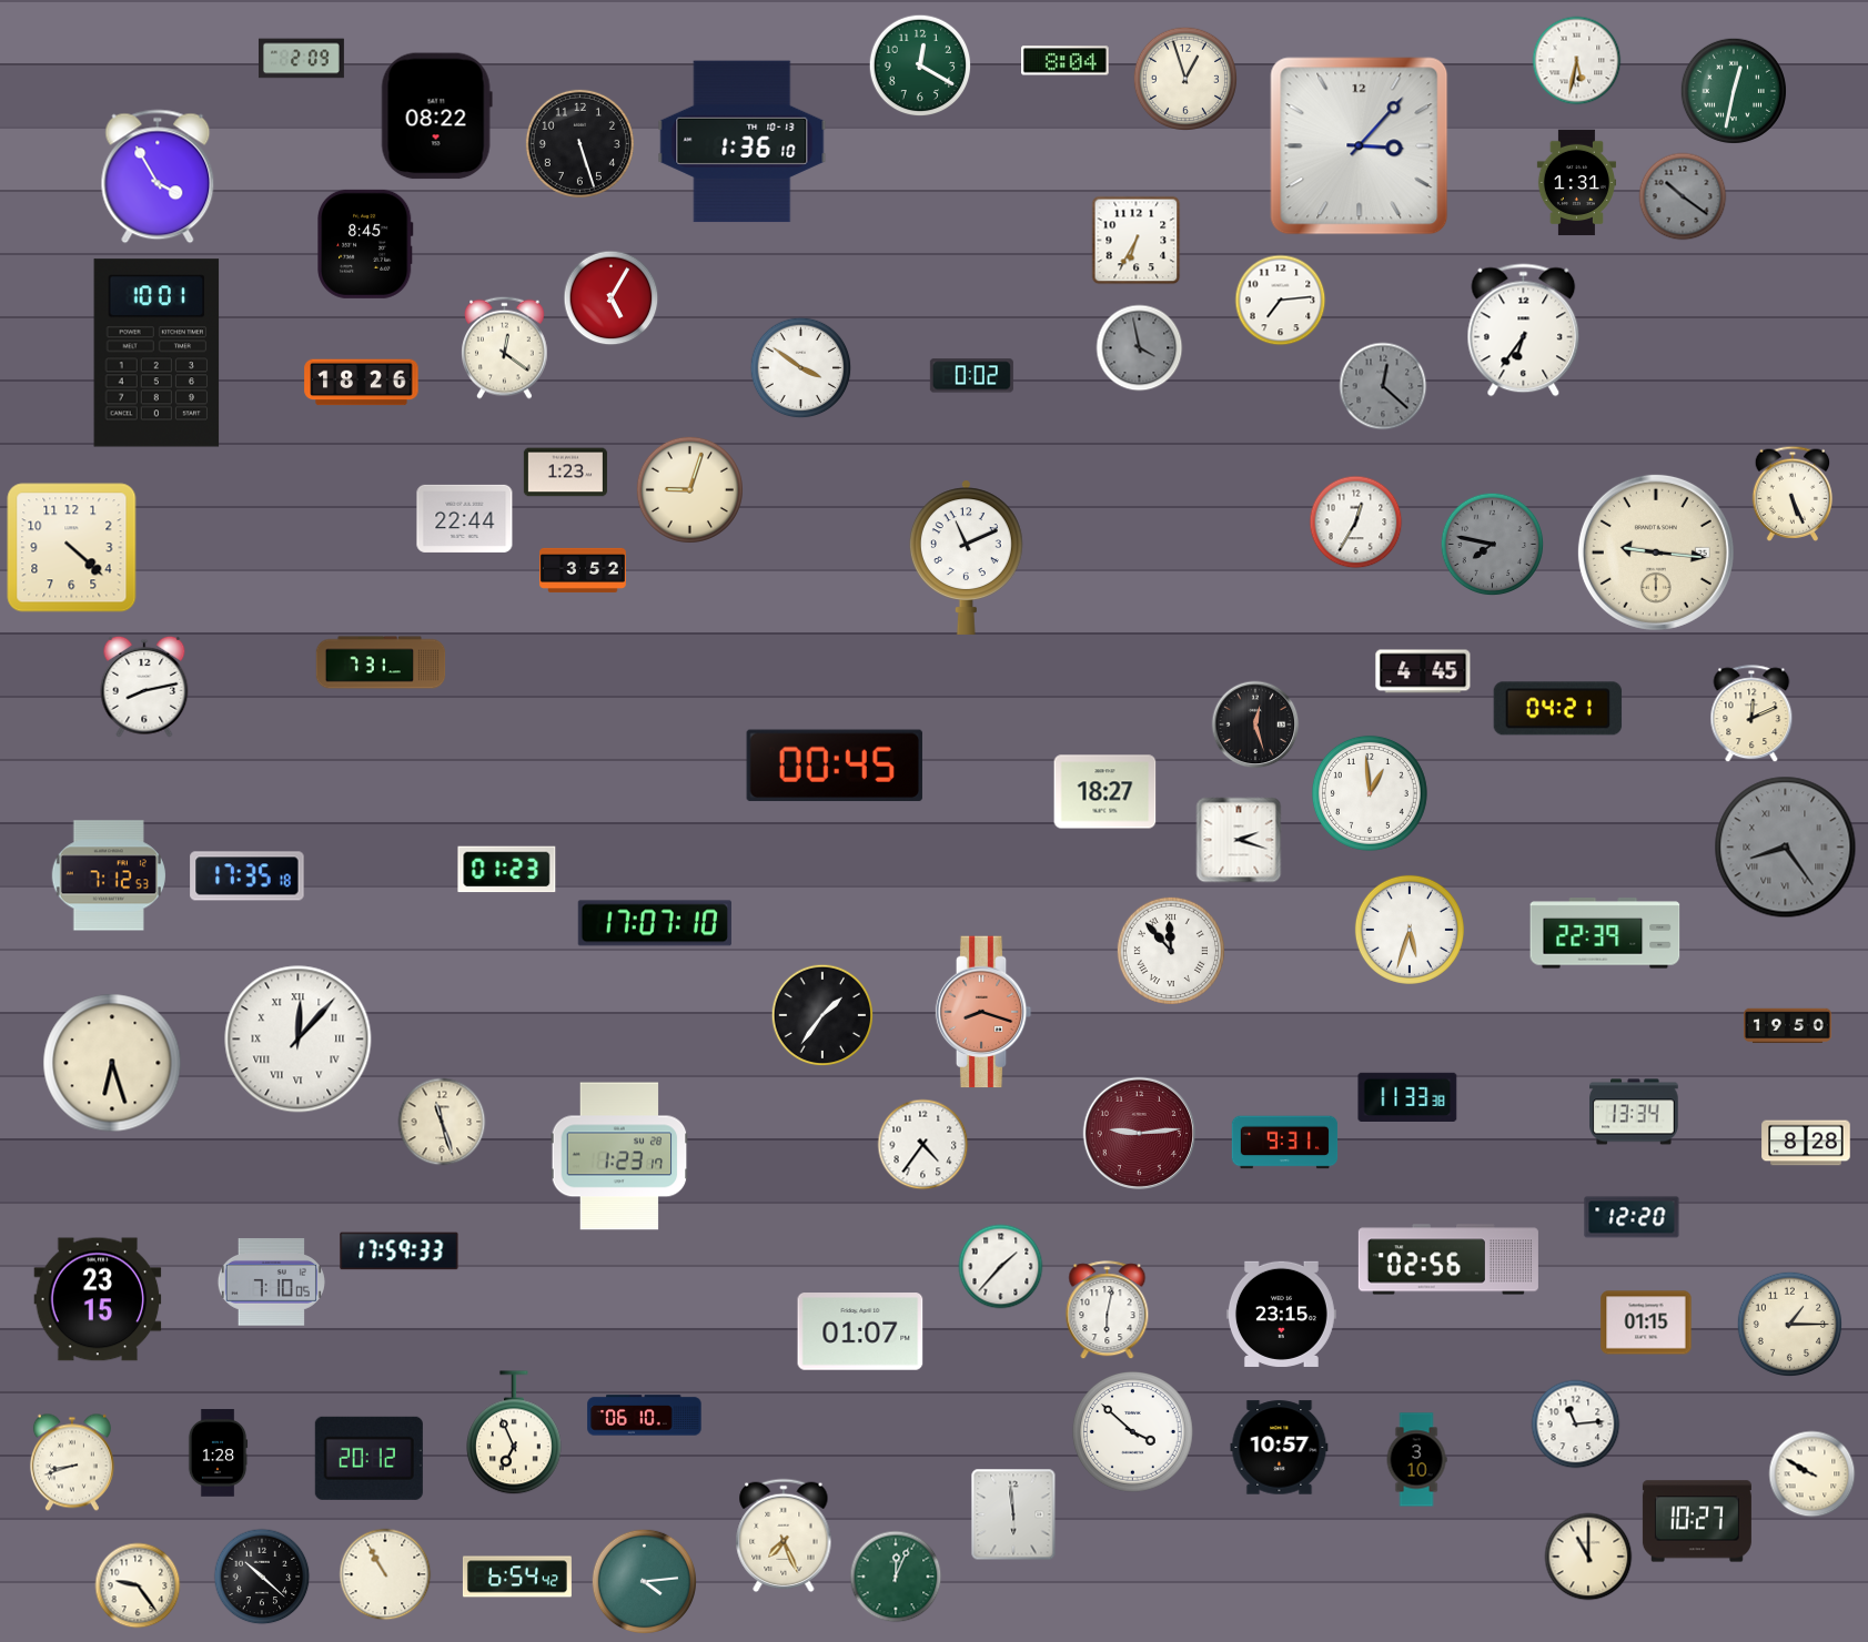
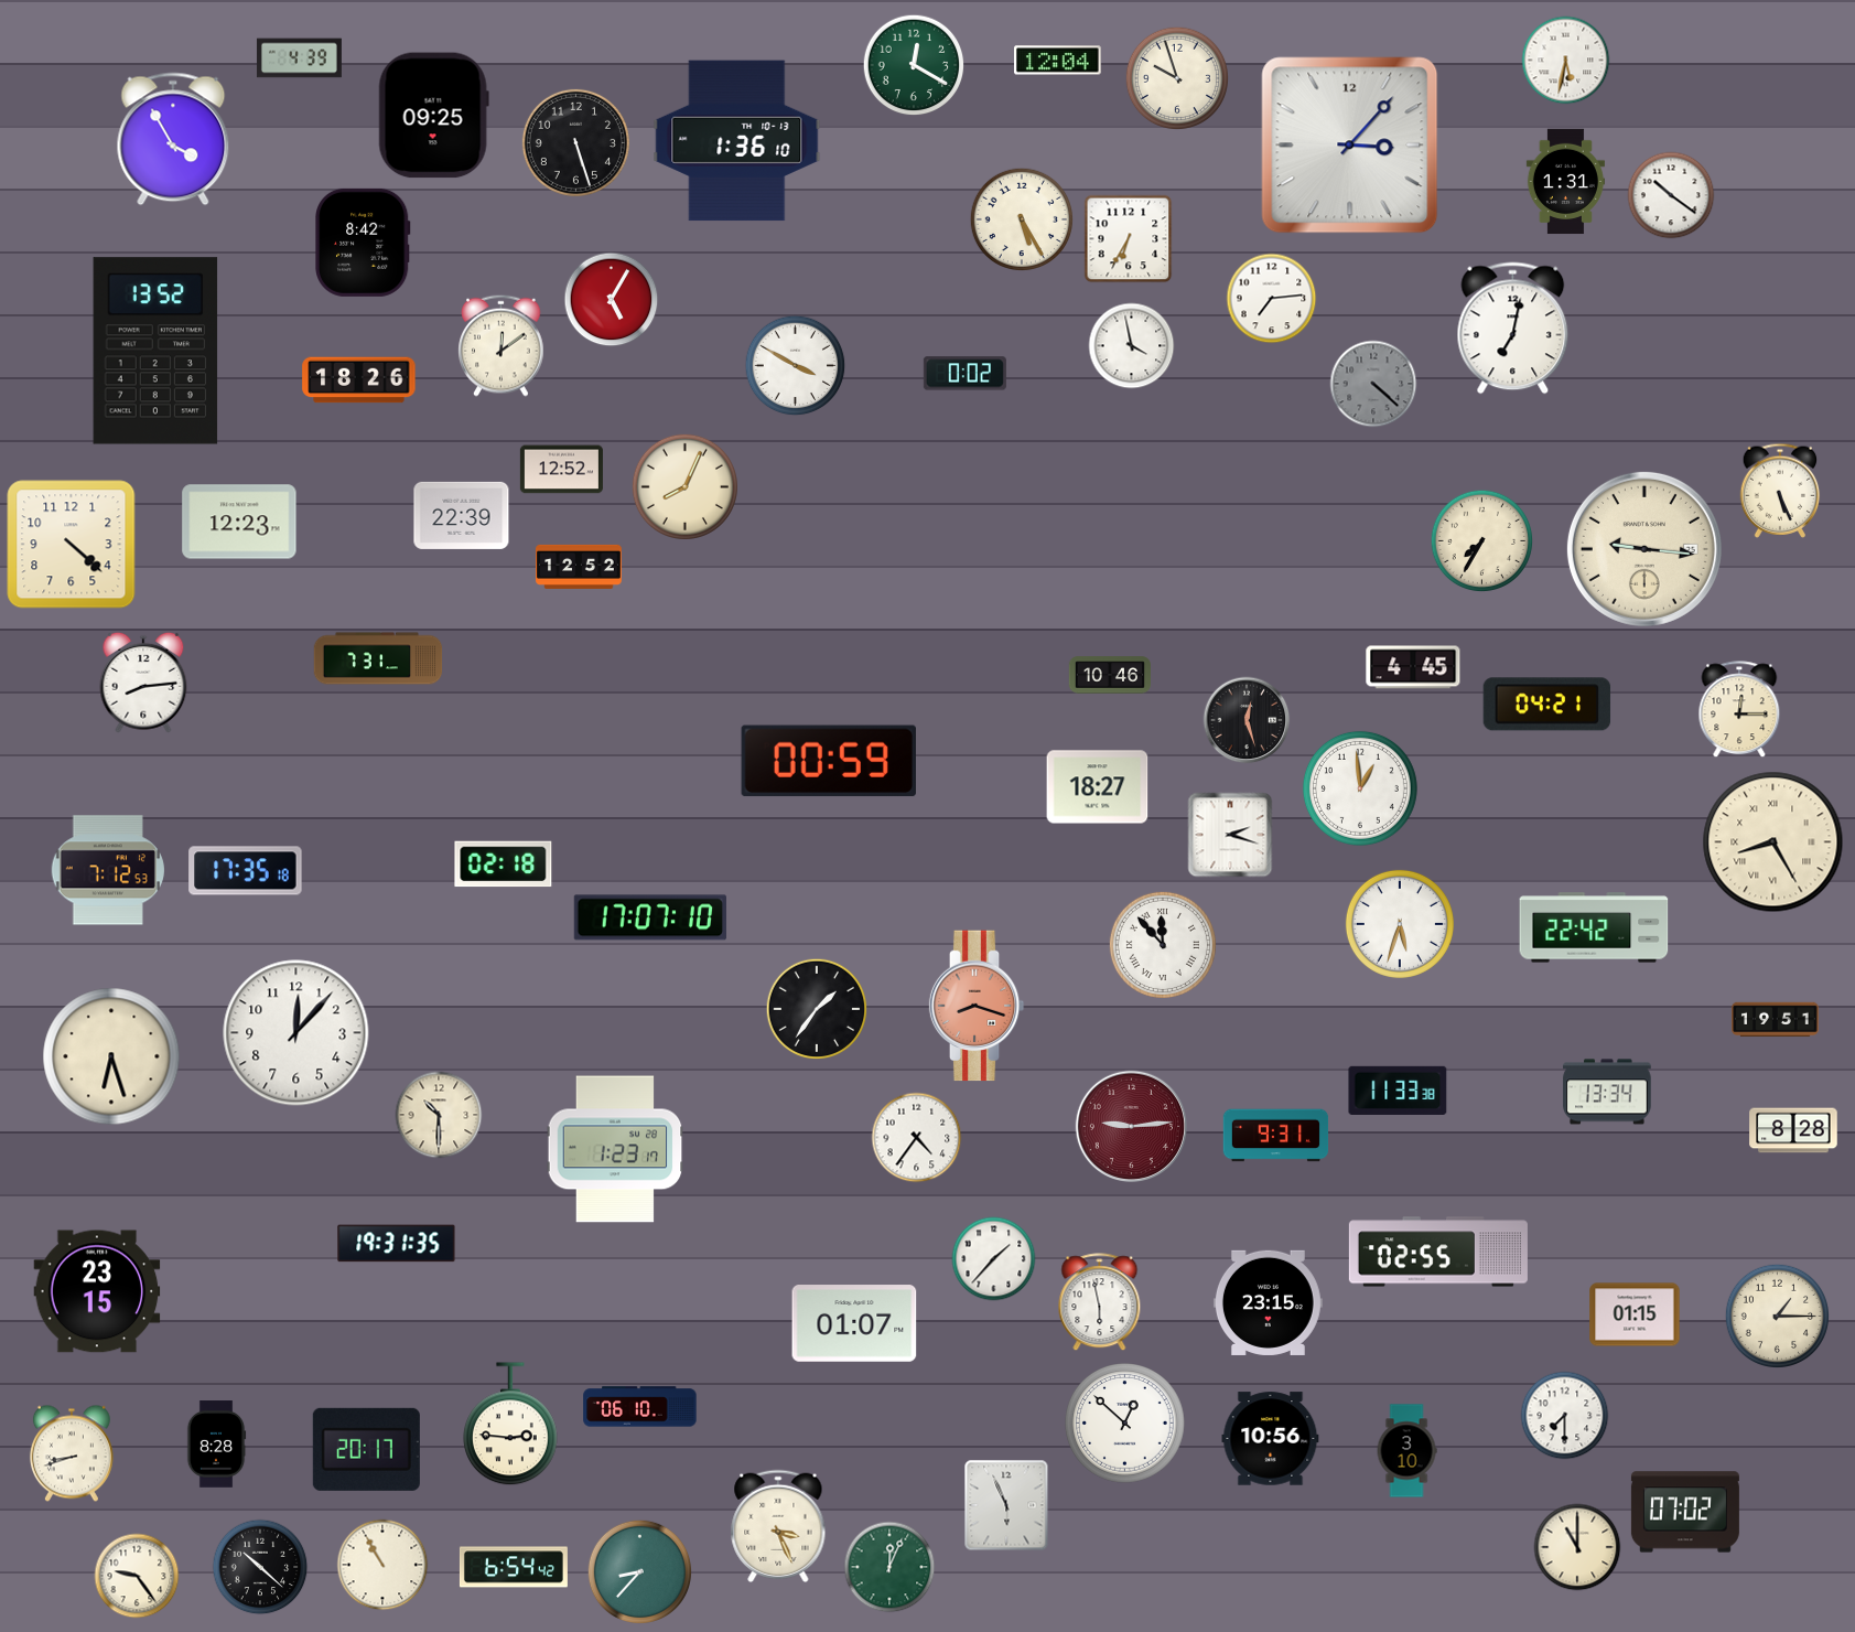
clock at (301, 59): 2:09 -> 4:39
clock at (1066, 61): 8:04 -> 12:04
clock at (1184, 78): 12:57 -> 9:57
clock at (1734, 91): 12:32 -> none
clock at (436, 116): 08:22 -> 09:25
clock at (158, 176) position: (158, 176) -> (173, 139)
clock at (1683, 196) dial: grey -> white
clock at (1021, 218): none -> 5:25
clock at (366, 244): 8:45 -> 8:42
clock at (612, 298) position: (612, 298) -> (612, 300)
clock at (1524, 331): 6:36 -> 7:02
clock at (505, 347): 12:21 -> 12:09
clock at (1140, 348) dial: grey -> white
clock at (156, 353): 10:01 -> 13:52
clock at (801, 368): 3:51 -> 3:50
clock at (1383, 386): 12:22 -> 4:22
clock at (565, 473): 1:23 -> 12:52
clock at (689, 489): 9:03 -> 8:04
clock at (465, 518): 22:44 -> 22:39
clock at (1356, 523): 12:35 -> none
clock at (239, 522): none -> 12:23
clock at (1493, 545): 7:47 -> 7:35
clock at (1493, 545) dial: grey -> cream
clock at (966, 557): 11:11 -> none
clock at (583, 570): 3:52 -> 12:52
clock at (1109, 675): none -> 10:46
clock at (144, 687): 8:13 -> 8:14
clock at (1751, 714): 12:11 -> 12:15
clock at (834, 766): 00:45 -> 00:59
clock at (1786, 848): 8:24 -> 8:25
clock at (1786, 848) dial: grey -> cream
clock at (507, 870): 01:23 -> 02:18
clock at (1605, 933): 22:39 -> 22:42
clock at (1788, 1026): 19:50 -> 19:51
clock at (299, 1040) numerals: Roman -> Arabic
clock at (1634, 1112) position: (1634, 1112) -> (1607, 1092)
clock at (442, 1122): 11:27 -> 10:30
clock at (1806, 1143) position: (1806, 1143) -> (1793, 1130)
clock at (1632, 1217): 12:20 -> none
clock at (400, 1251): 17:59 -> 19:31
clock at (1448, 1259): 02:56 -> 02:55
clock at (271, 1283): 7:10 -> none
clock at (1108, 1310): 6:02 -> 5:58
clock at (1281, 1314) position: (1281, 1314) -> (1268, 1302)
clock at (1576, 1425): 11:14 -> 7:30
clock at (1133, 1432): 3:52 -> 12:52
clock at (515, 1433): 6:56 -> 2:46
clock at (1280, 1448): 10:57 -> 10:56
clock at (218, 1453): 1:28 -> 8:28
clock at (368, 1458): 20:12 -> 20:17
clock at (1813, 1474): 9:50 -> none
clock at (1013, 1514): 5:59 -> 5:56
clock at (1697, 1521): 10:27 -> 07:02
clock at (784, 1535): 7:26 -> 3:26
clock at (644, 1581): 4:14 -> 8:37
